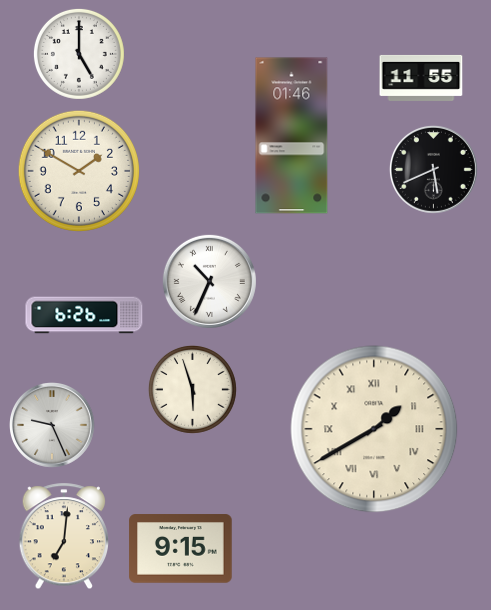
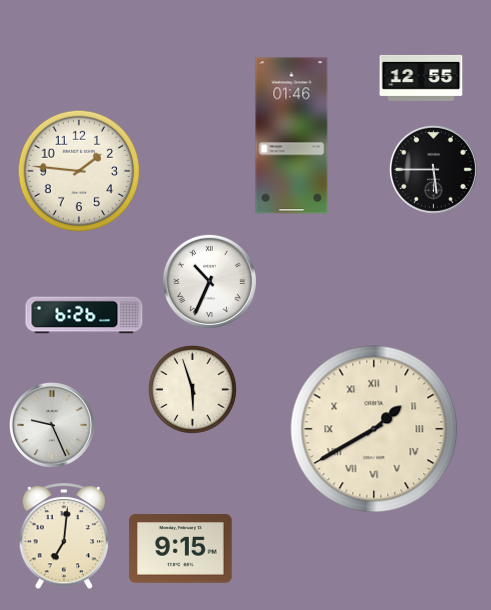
clock at (79, 54): 5:00 -> none
clock at (421, 78): 11:55 -> 12:55
clock at (433, 169): 5:41 -> 5:45
clock at (78, 170): 1:50 -> 1:46
